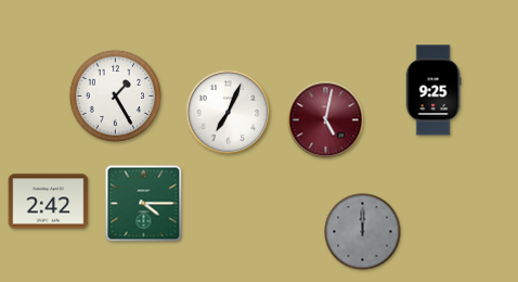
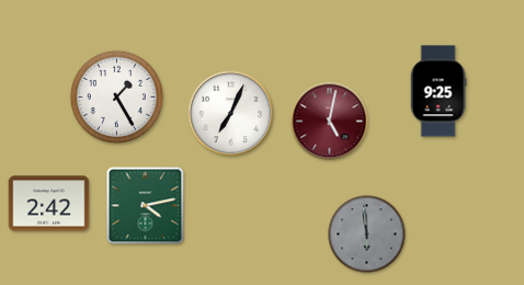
clock at (144, 204): 4:15 -> 4:13
clock at (363, 232): 12:00 -> 5:59
